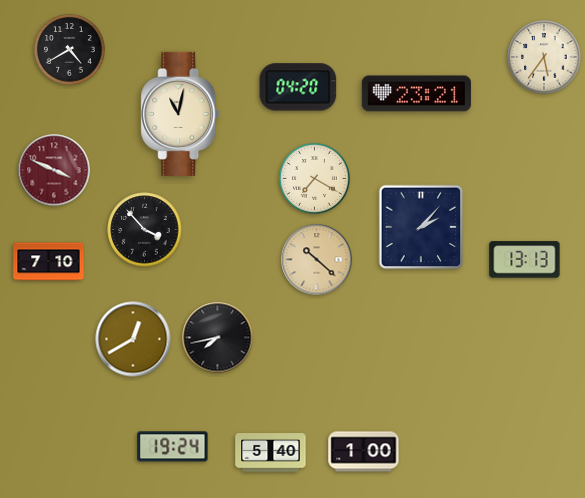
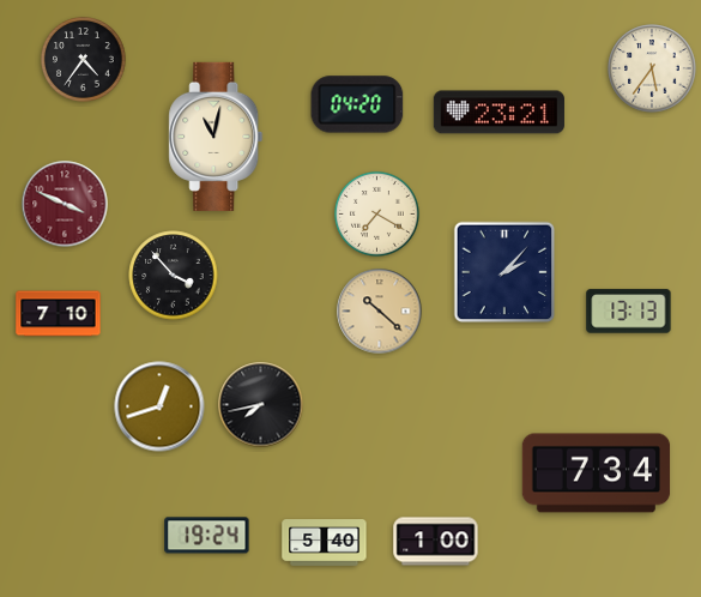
clock at (70, 50): 4:40 -> 4:36
clock at (133, 339): 12:40 -> 12:42
clock at (597, 474): none -> 7:34
